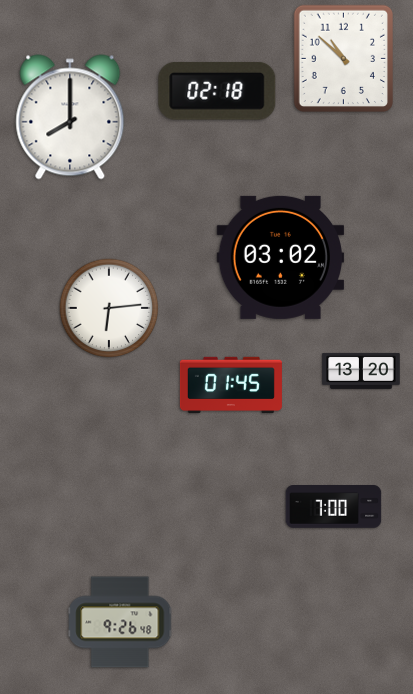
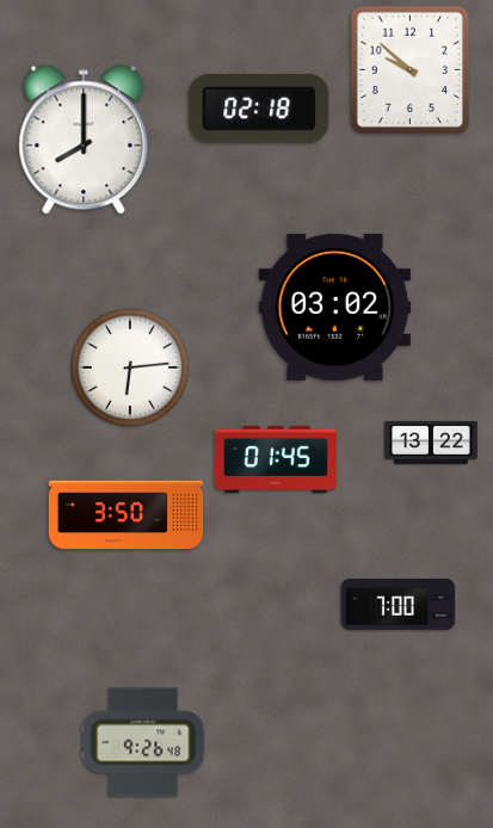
clock at (343, 58): 10:52 -> 9:52
clock at (361, 371): 13:20 -> 13:22
clock at (125, 515): none -> 3:50
